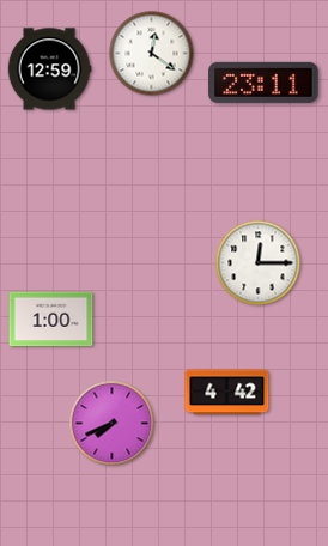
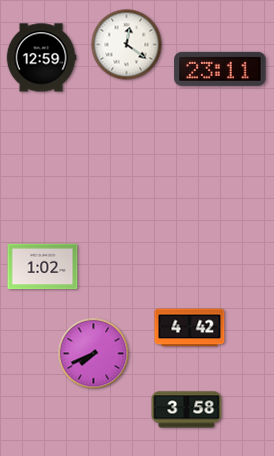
clock at (259, 263): 12:15 -> none
clock at (51, 320): 1:00 -> 1:02
clock at (187, 410): none -> 3:58
